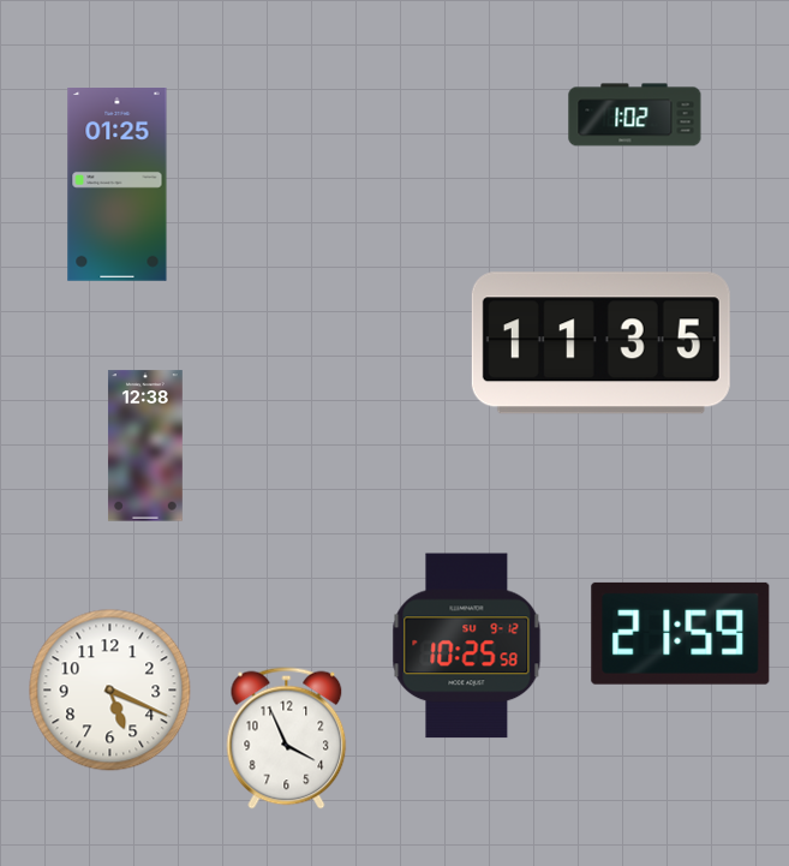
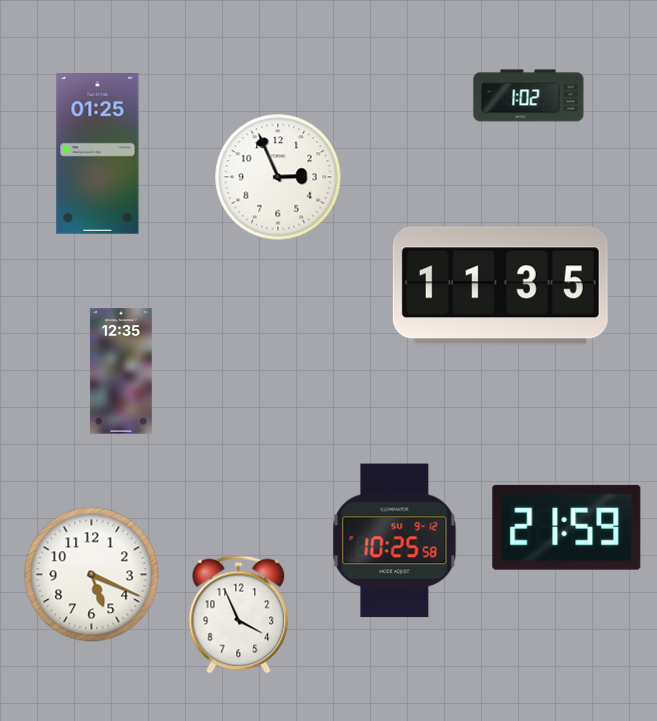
clock at (278, 177): none -> 2:56
clock at (145, 446): 12:38 -> 12:35
clock at (467, 646) position: (467, 646) -> (395, 541)
